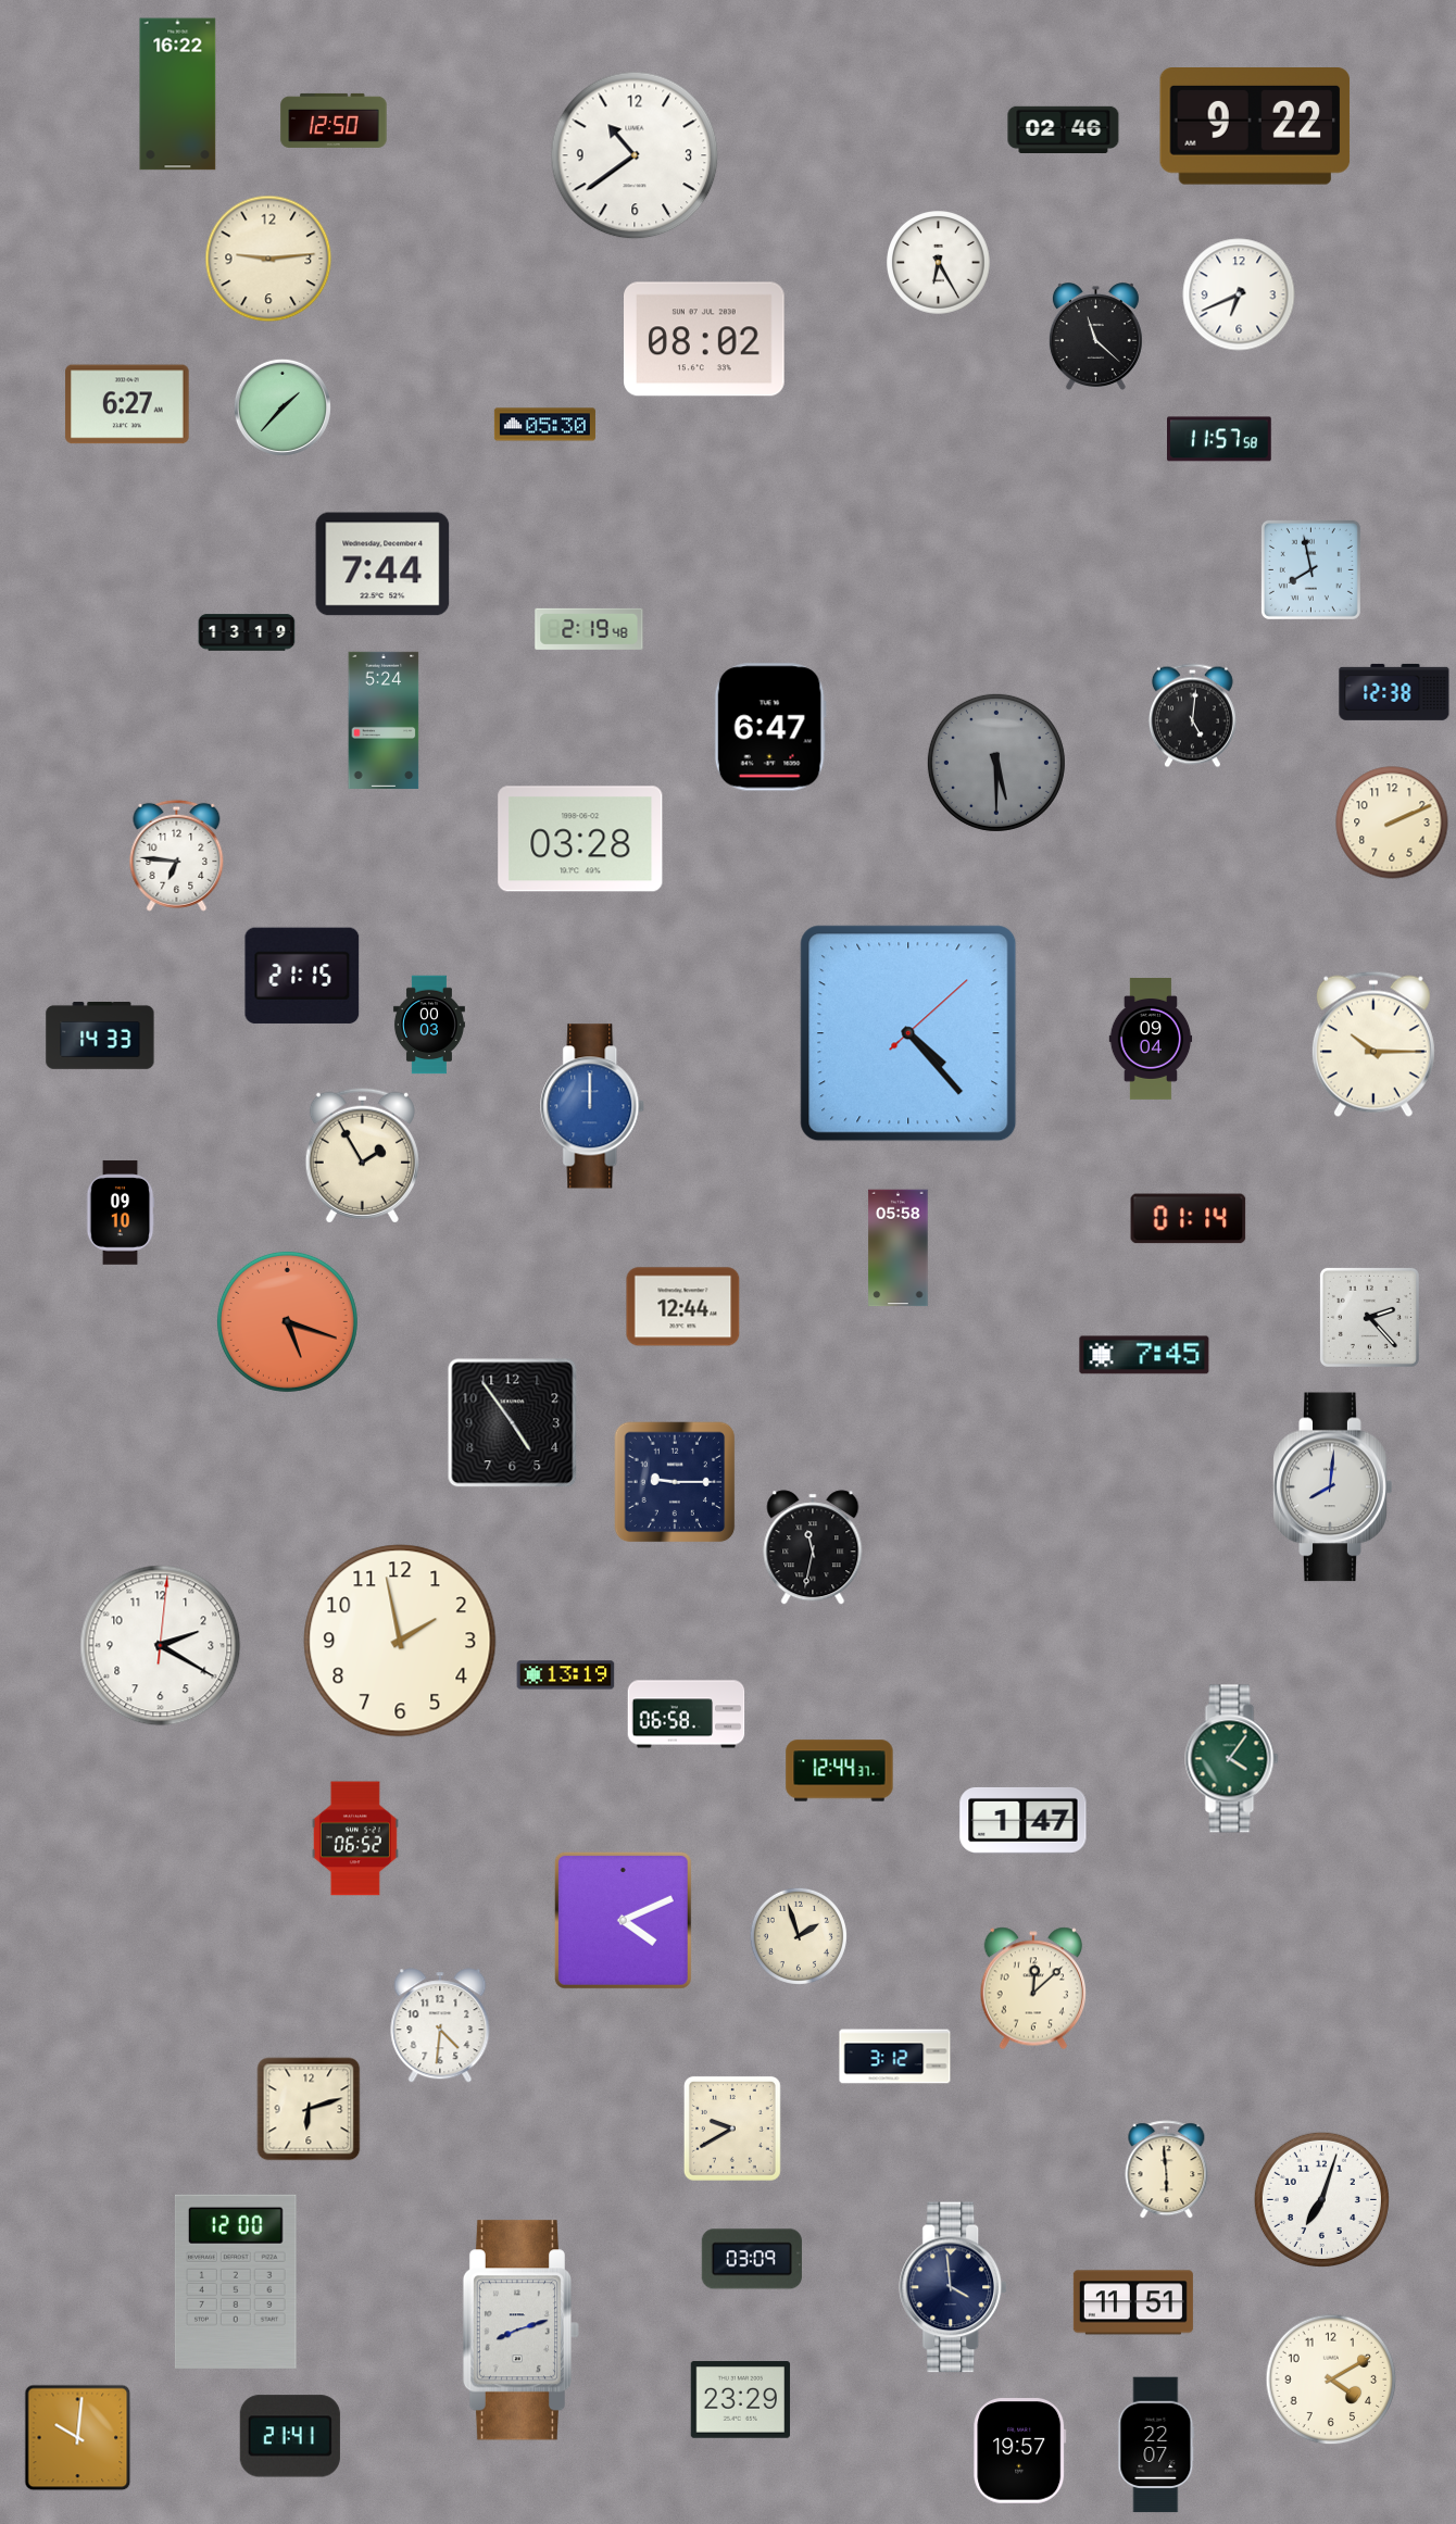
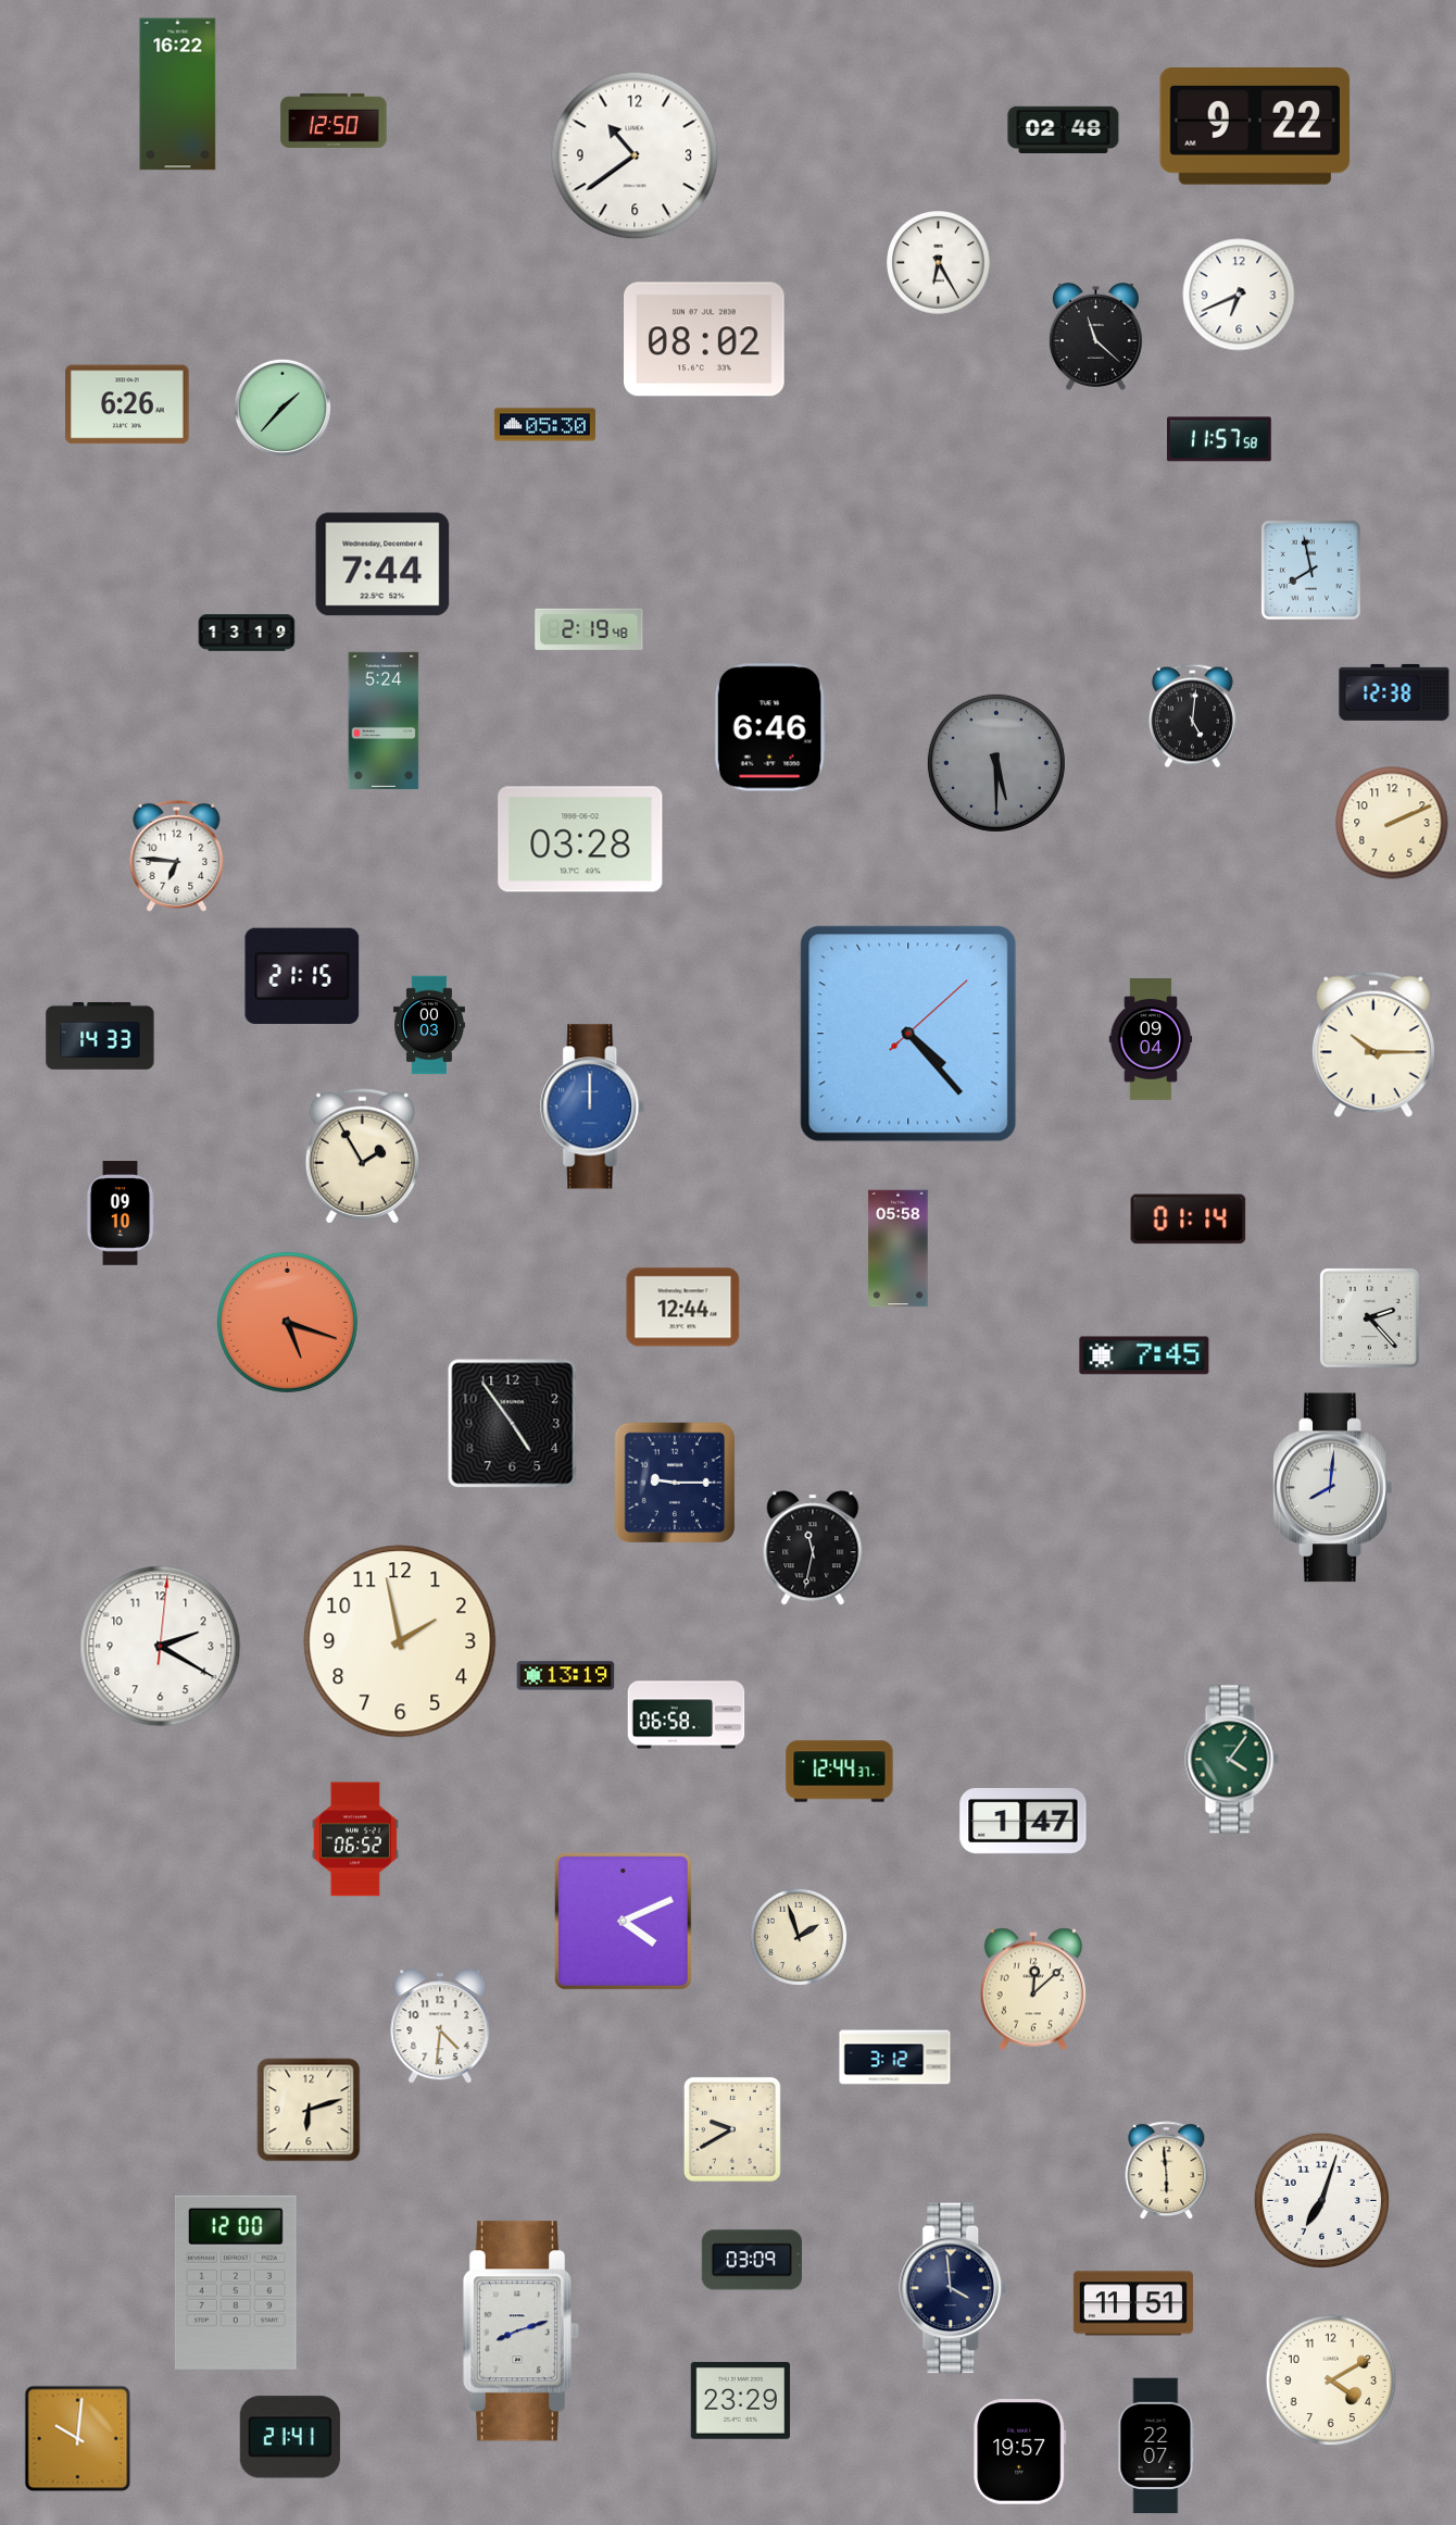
clock at (1064, 129): 02:46 -> 02:48
clock at (268, 259): 9:14 -> none
clock at (127, 404): 6:27 -> 6:26
clock at (770, 727): 6:47 -> 6:46
